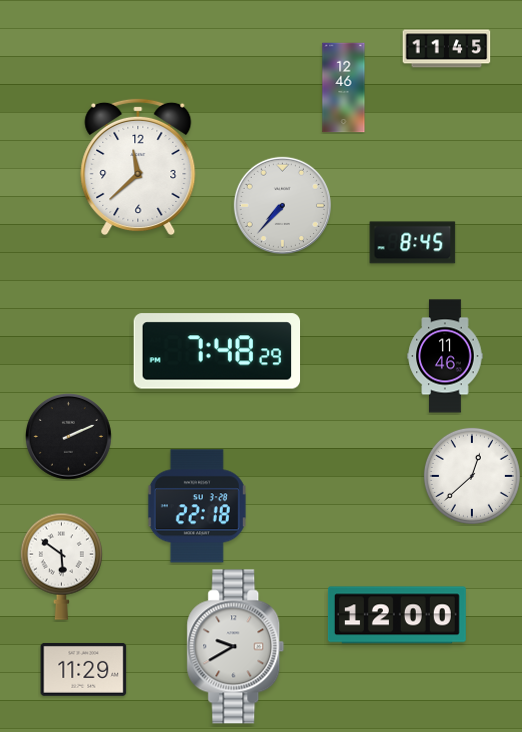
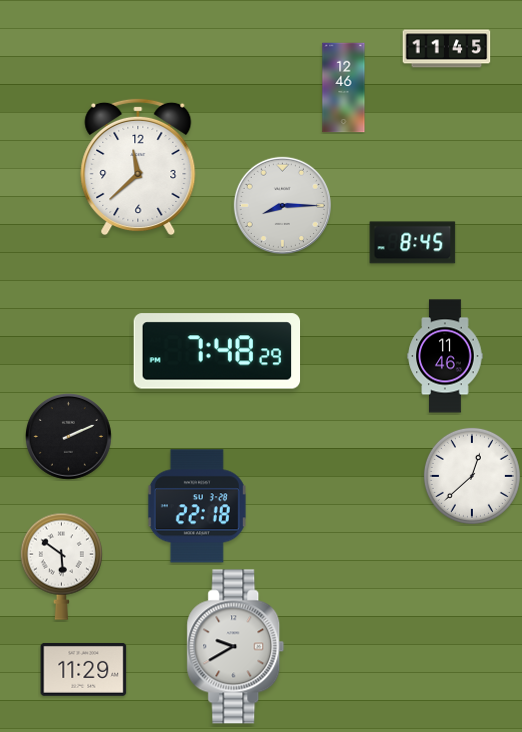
clock at (282, 205): 7:37 -> 8:15
clock at (397, 615): 12:00 -> none
